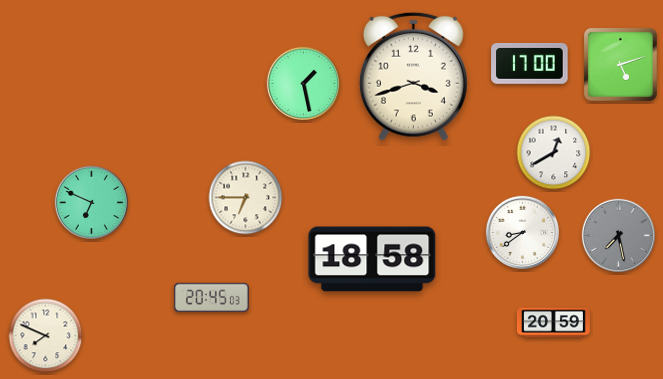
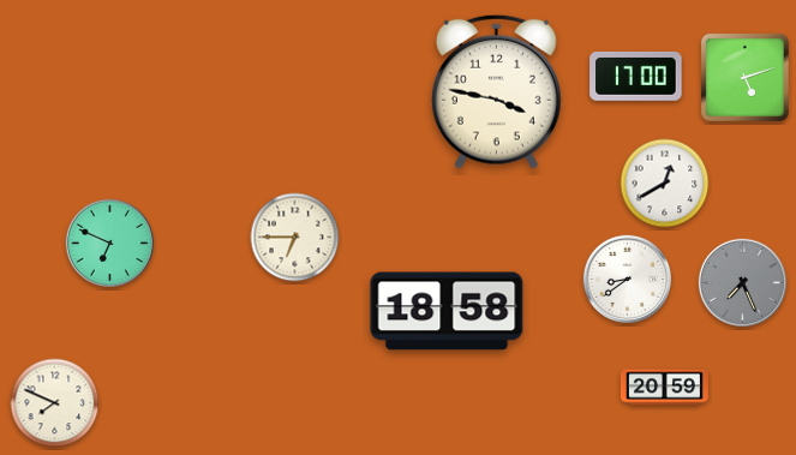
clock at (413, 76): 3:42 -> 3:47
clock at (303, 83): 1:28 -> none
clock at (618, 235): 7:28 -> 7:26
clock at (211, 297): 20:45 -> none
